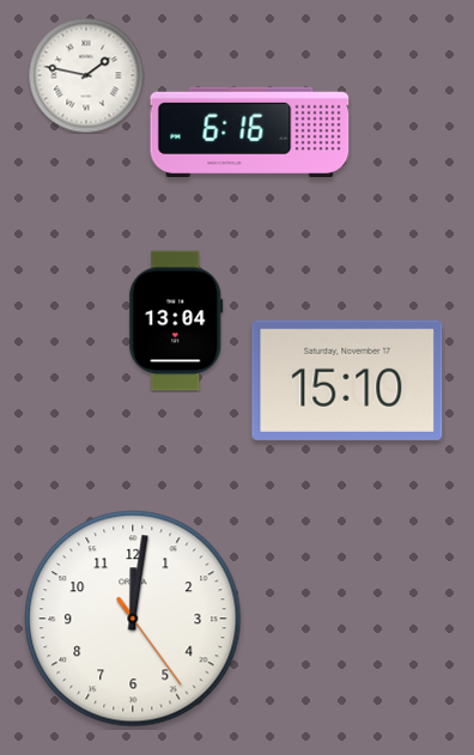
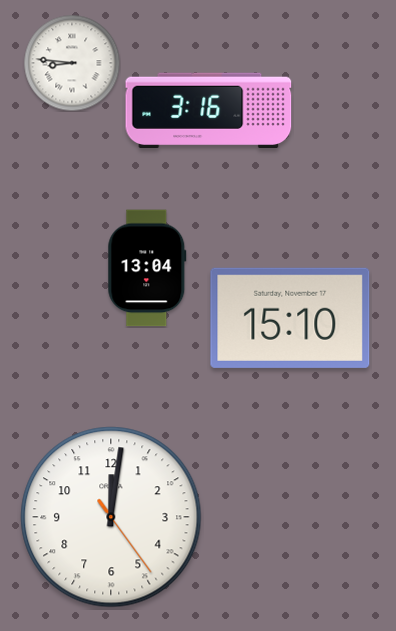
clock at (86, 75): 1:47 -> 8:46
clock at (250, 132): 6:16 -> 3:16
